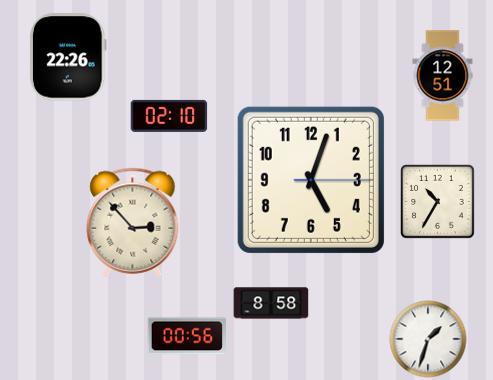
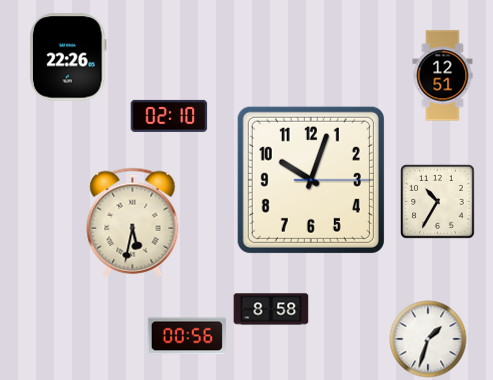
clock at (311, 180): 5:03 -> 10:03
clock at (133, 222): 2:53 -> 5:32
clock at (271, 303) position: (271, 303) -> (271, 309)
